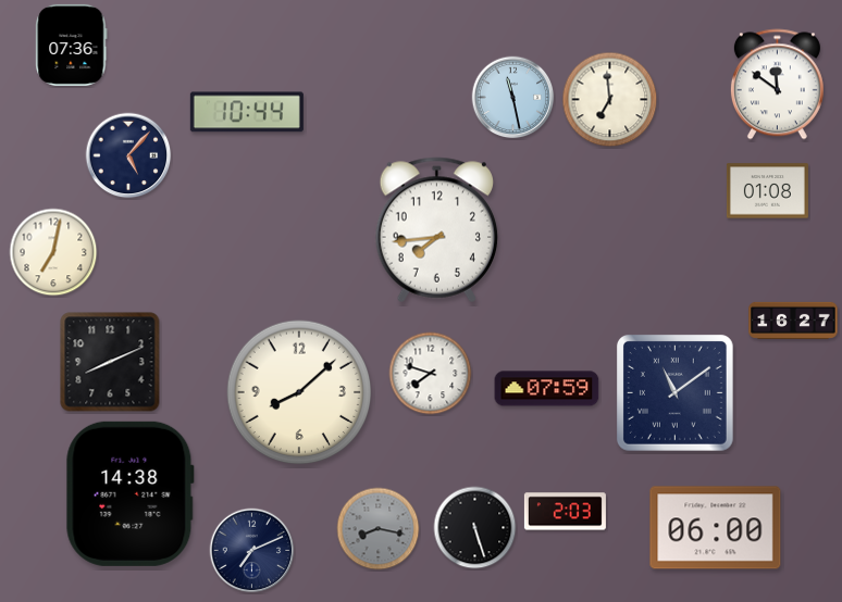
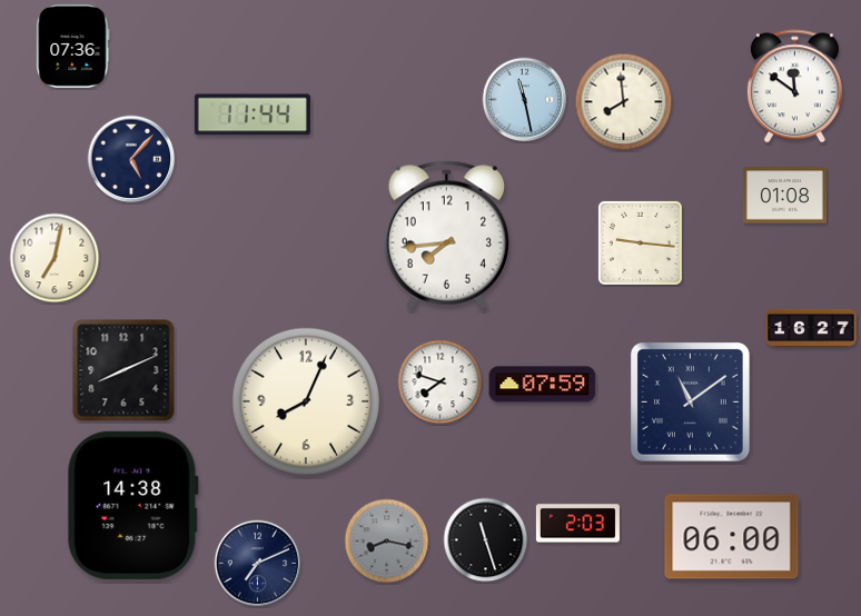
clock at (610, 100): 6:59 -> 7:59
clock at (247, 112): 10:44 -> 11:44
clock at (640, 242): none -> 9:16
clock at (110, 362) position: (110, 362) -> (123, 370)
clock at (547, 389) position: (547, 389) -> (543, 385)
clock at (299, 392): 8:08 -> 8:04
clock at (475, 528): 5:27 -> 11:27
clock at (716, 528) position: (716, 528) -> (732, 537)
